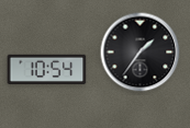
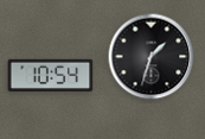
clock at (141, 53): 1:36 -> 1:33
